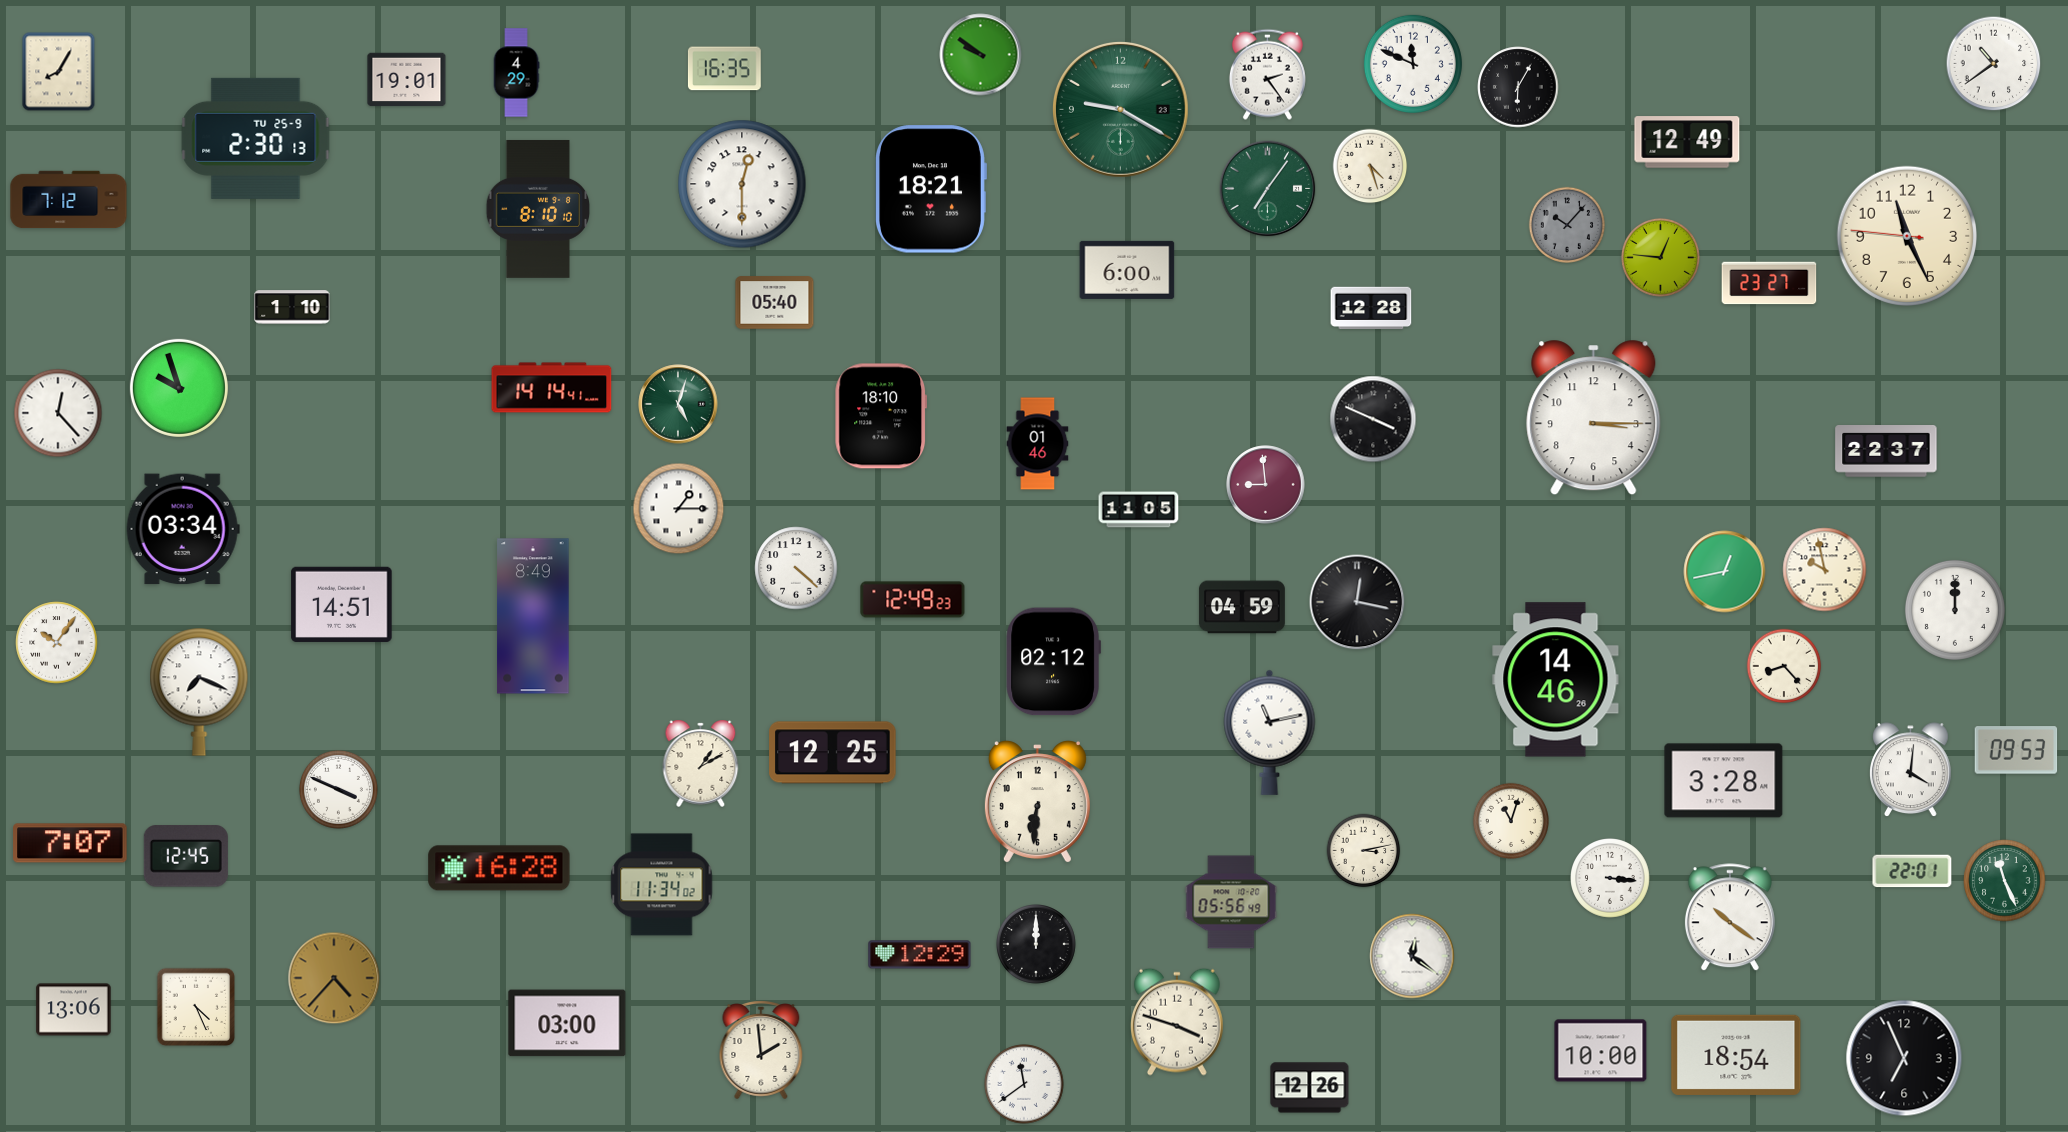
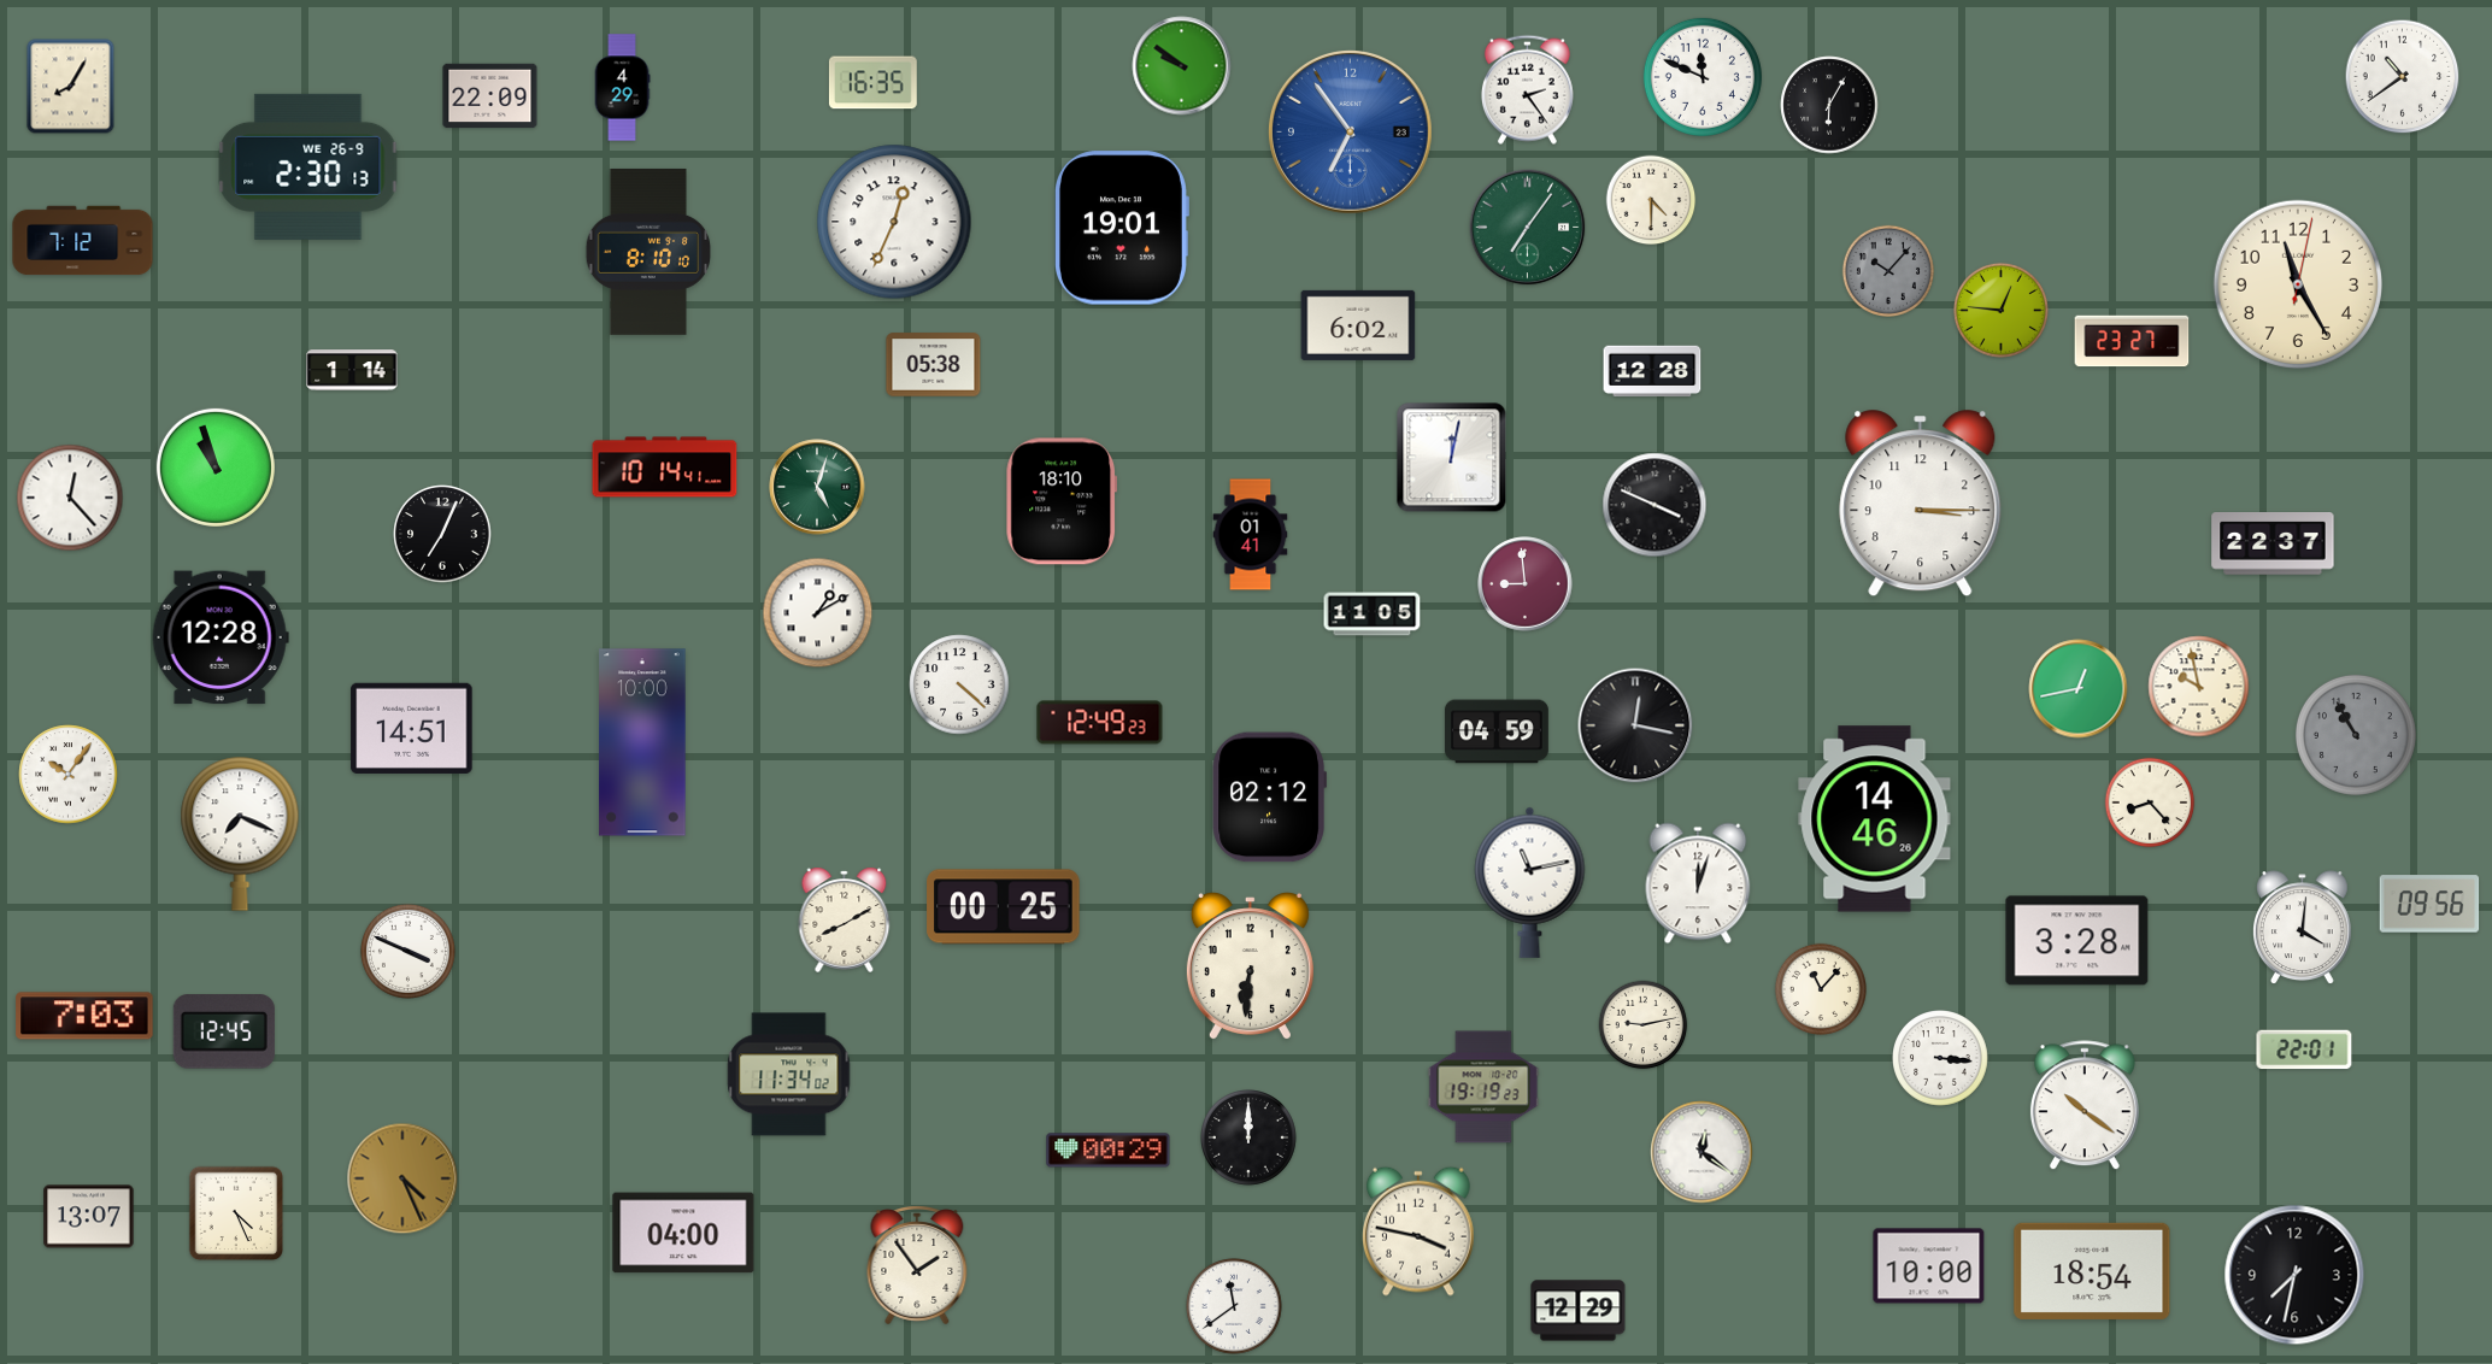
clock at (407, 80): 19:01 -> 22:09
clock at (1120, 109): 9:20 -> 6:54
clock at (1120, 109) dial: green -> blue
clock at (256, 138) date: TU 25-9 -> WE 26-9
clock at (1687, 142): 12:49 -> none
clock at (1370, 166): 4:27 -> 4:30
clock at (742, 184): 12:30 -> 12:34
clock at (931, 189): 18:21 -> 19:01
clock at (1906, 235): 11:25:46 -> 11:25:02
clock at (1127, 270): 6:00 -> 6:02
clock at (775, 303): 05:40 -> 05:38
clock at (292, 307): 1:10 -> 1:14
clock at (1452, 458): none -> 12:02
clock at (179, 388): 9:57 -> 10:57
clock at (552, 388): 14:14 -> 10:14
clock at (442, 534): none -> 7:04
clock at (1038, 444): 01:46 -> 01:41
clock at (679, 509): 1:15 -> 1:10
clock at (183, 529): 03:34 -> 12:28
clock at (1955, 610): 12:00 -> 10:55
clock at (1955, 610) dial: white -> grey
clock at (533, 616): 8:49 -> 10:00
clock at (1698, 883): none -> 12:03
clock at (2016, 750): 09:53 -> 09:56
clock at (833, 753): 12:25 -> 00:25
clock at (701, 763): 1:10 -> 8:10
clock at (1510, 820): 11:03 -> 11:07
clock at (70, 843): 7:07 -> 7:03
clock at (1364, 851): 3:13 -> 9:13
clock at (499, 868): 16:28 -> none
clock at (2005, 881): 11:26 -> none
clock at (662, 885) position: (662, 885) -> (789, 1075)
clock at (1231, 902): 05:56 -> 19:19
clock at (920, 955): 12:29 -> 00:29
clock at (334, 978): 4:37 -> 4:26
clock at (74, 1010): 13:06 -> 13:07
clock at (1177, 1022): 3:48 -> 3:47
clock at (567, 1023): 03:00 -> 04:00
clock at (761, 1050): 1:59 -> 1:54
clock at (1904, 1058): 6:56 -> 7:32
clock at (1310, 1088): 12:26 -> 12:29
